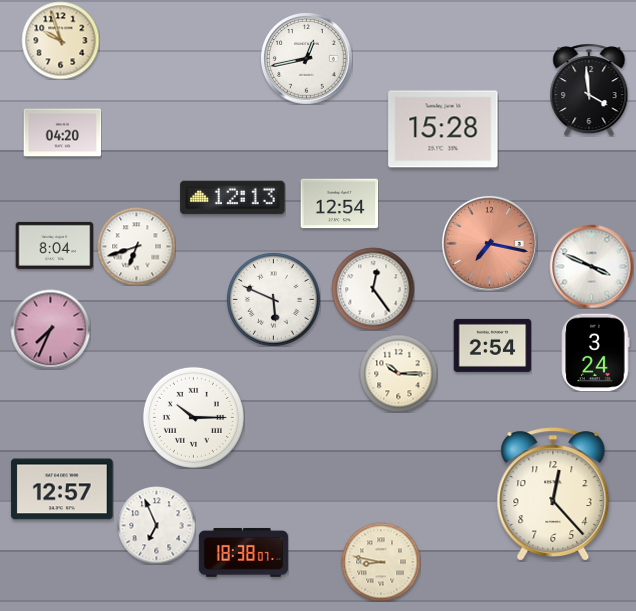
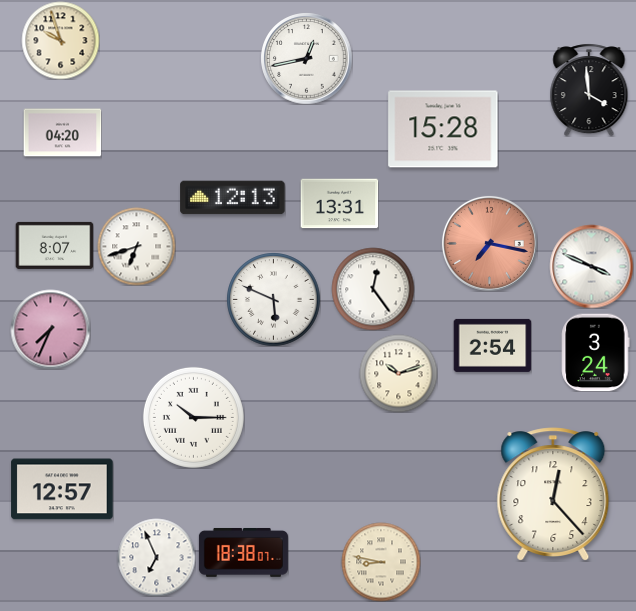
clock at (339, 204): 12:54 -> 13:31
clock at (54, 245): 8:04 -> 8:07
clock at (398, 373): 10:15 -> 10:12
clock at (156, 525) position: (156, 525) -> (156, 557)
